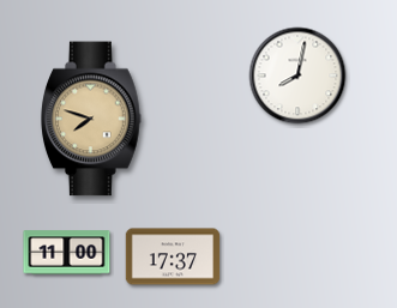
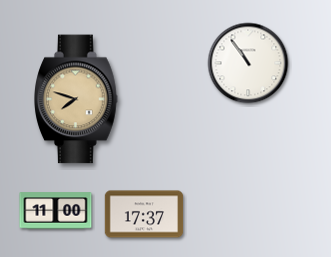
clock at (297, 76): 8:02 -> 10:54
